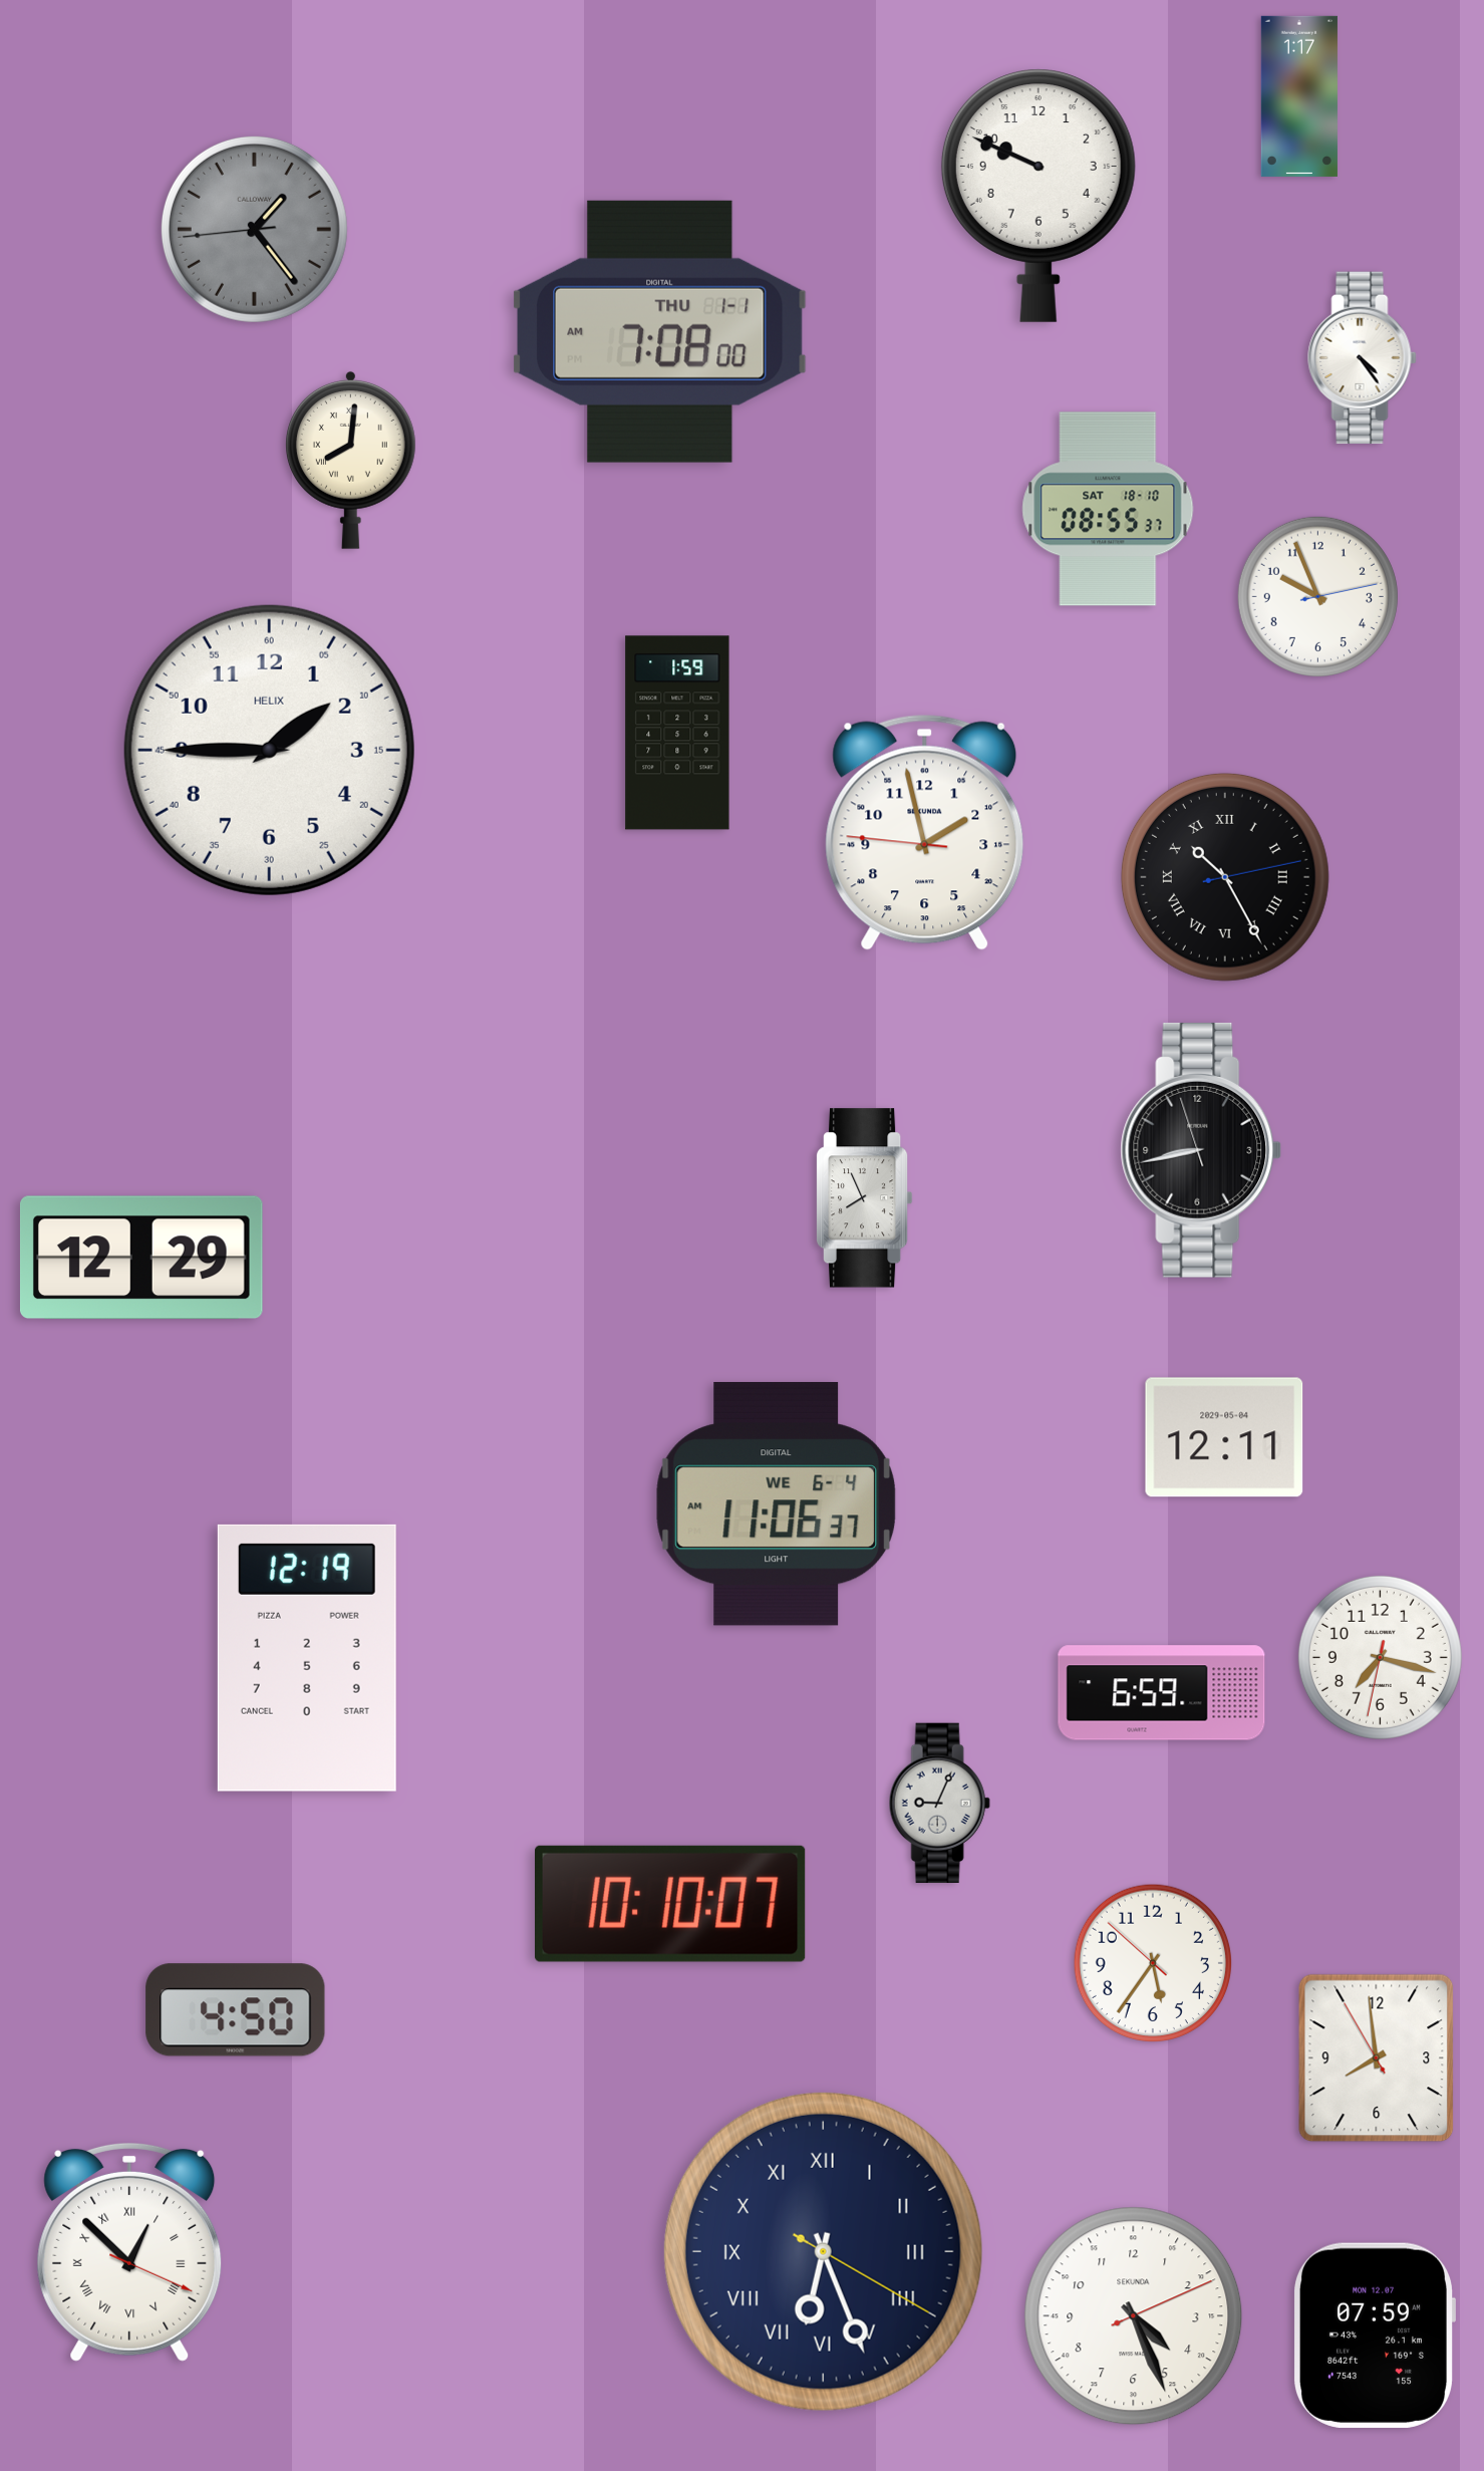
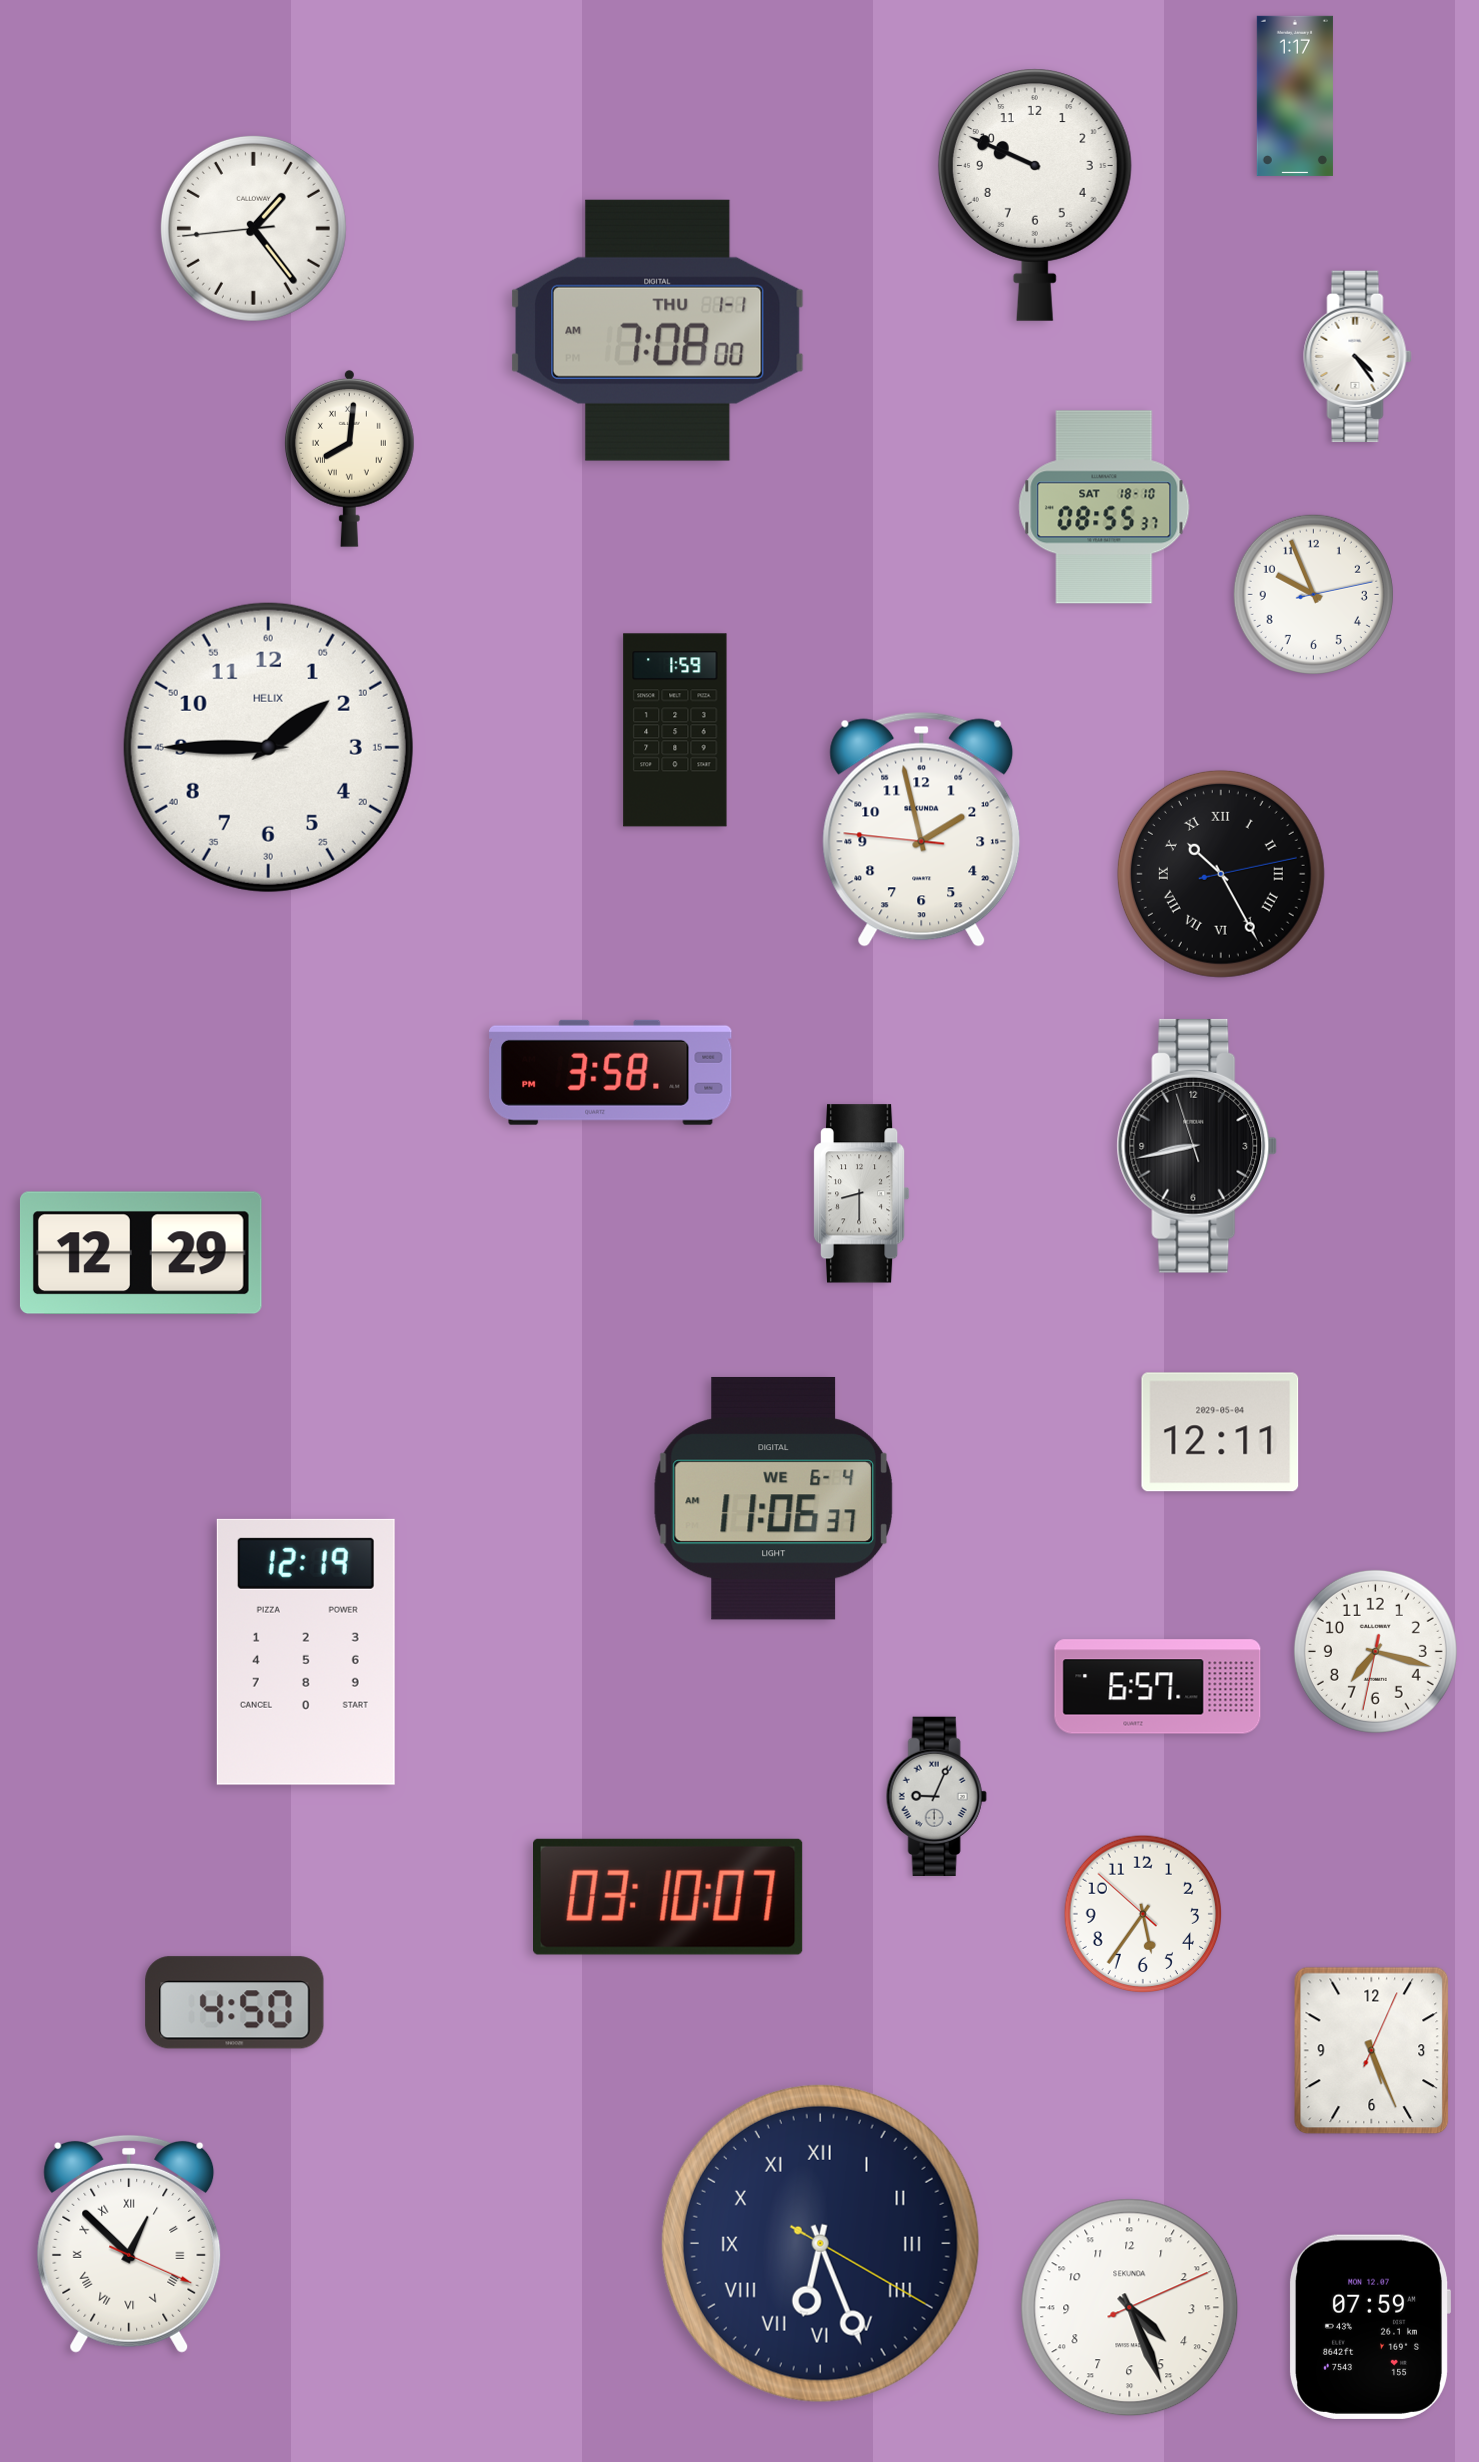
clock at (254, 229) dial: grey -> white
clock at (611, 1072): none -> 3:58
clock at (864, 1198): 7:56 -> 8:30
clock at (1162, 1693): 6:59 -> 6:57
clock at (671, 1904): 10:10 -> 03:10
clock at (1153, 1963) position: (1153, 1963) -> (1143, 1914)
clock at (1377, 2058): 7:58 -> 5:26
